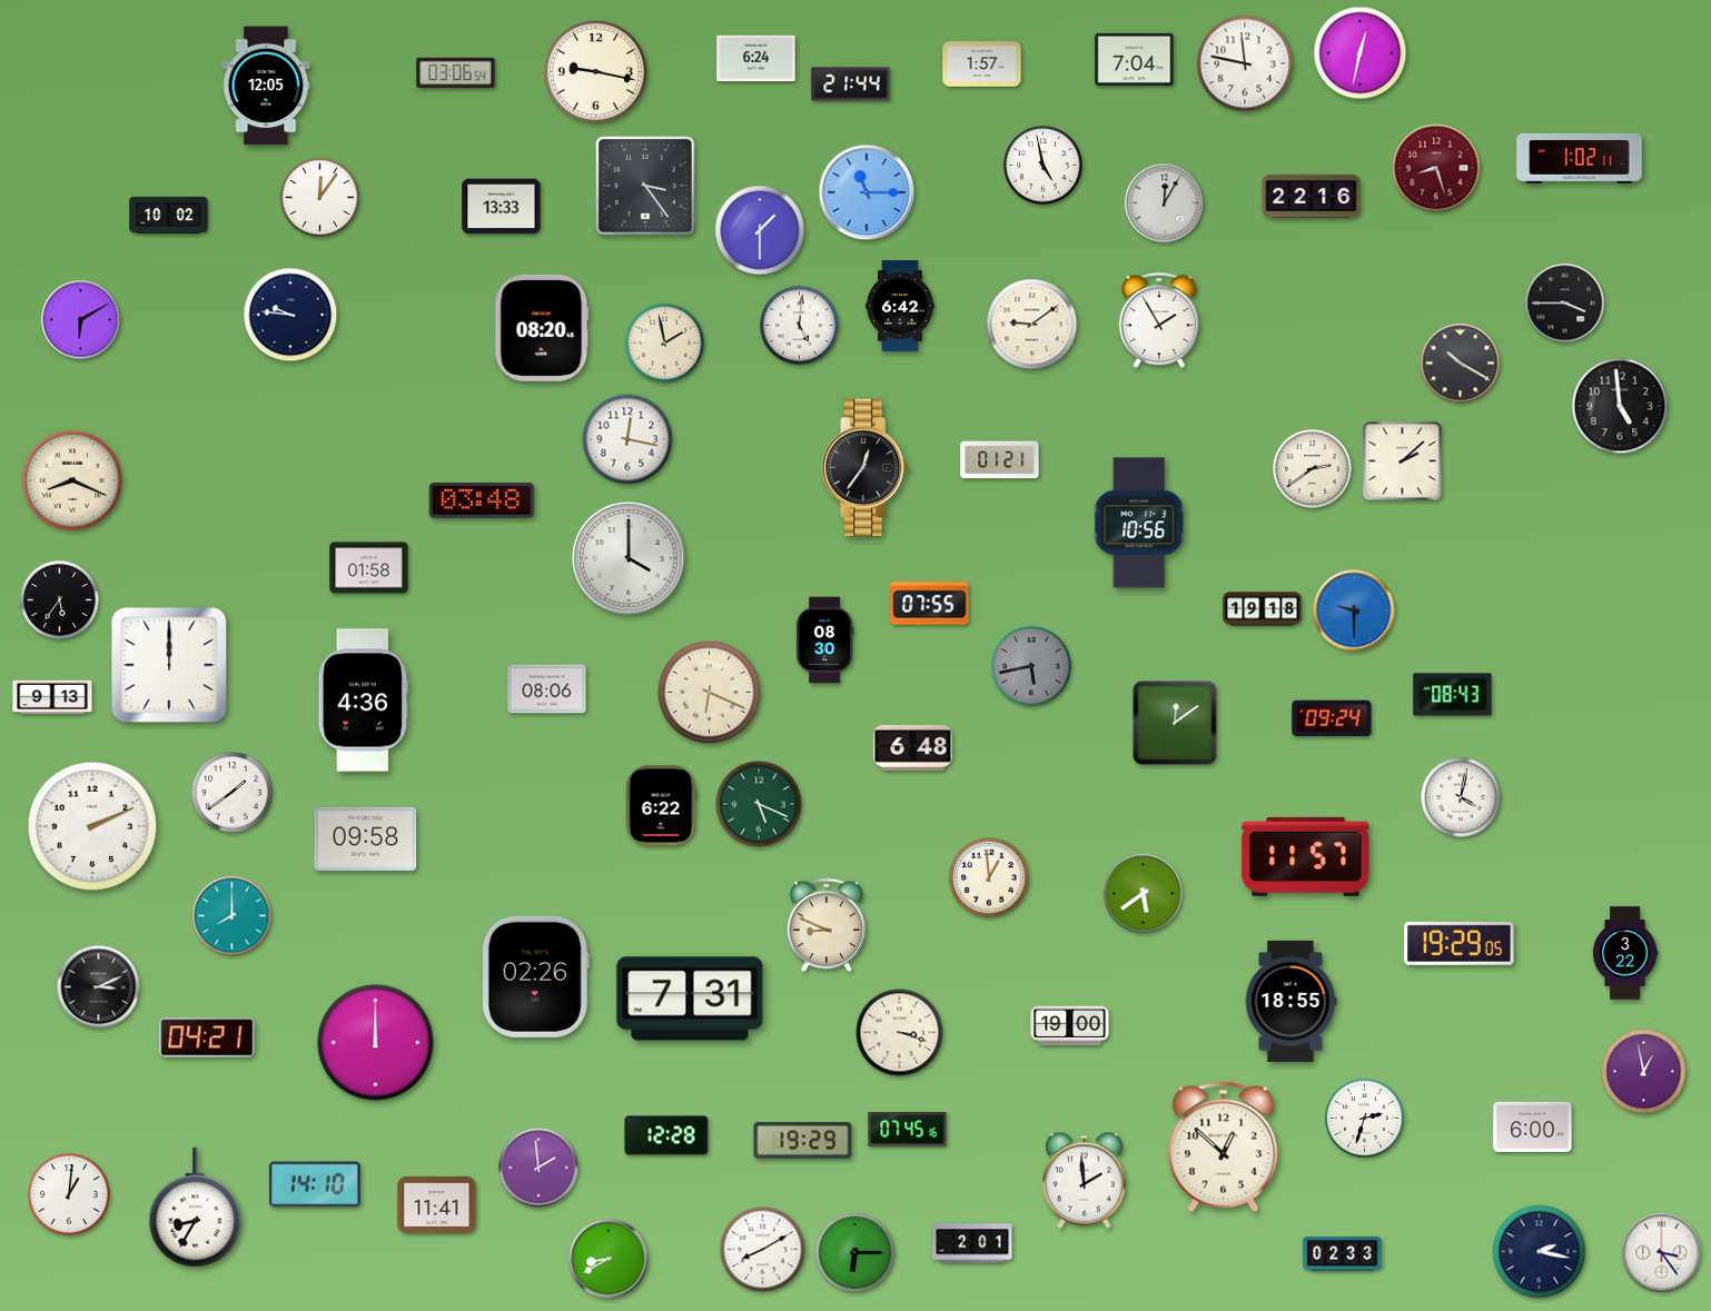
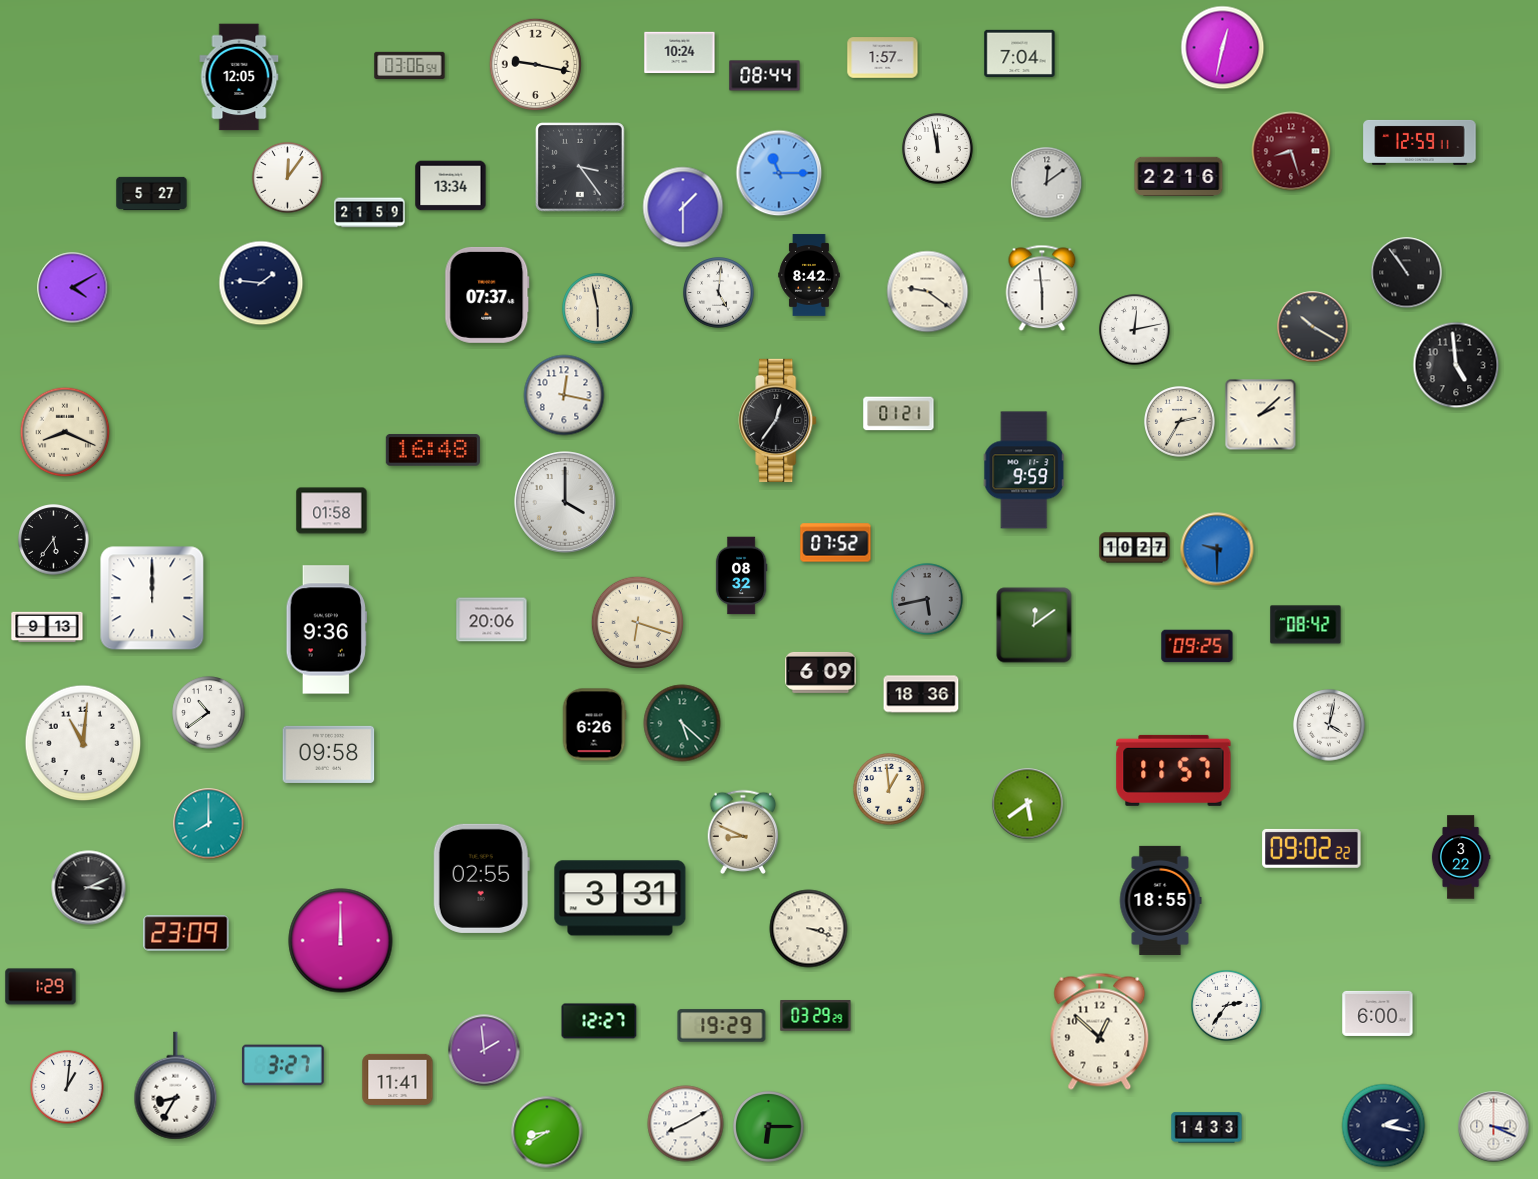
clock at (756, 59): 6:24 -> 10:24
clock at (1245, 63): 11:47 -> none
clock at (851, 85): 21:44 -> 08:44
clock at (1580, 158): 1:02 -> 12:59
clock at (1044, 166): 4:58 -> 11:58
clock at (1165, 203): 12:05 -> 12:09
clock at (502, 207): 13:33 -> 13:34
clock at (169, 216): 10:02 -> 5:27
clock at (370, 213): none -> 21:59
clock at (1565, 304): 3:45 -> 10:54
clock at (900, 306): 6:42 -> 8:42
clock at (290, 315): 9:46 -> 1:46
clock at (81, 320): 6:10 -> 4:10
clock at (1159, 320): 1:55 -> 5:59
clock at (1032, 325): 9:09 -> 9:21
clock at (542, 328): 08:20 -> 07:37
clock at (665, 344): 1:58 -> 5:58
clock at (1135, 330): none -> 12:13
clock at (1313, 469): 2:39 -> 2:35
clock at (482, 501): 03:48 -> 16:48
clock at (1139, 523): 10:56 -> 9:59
clock at (930, 604): 07:55 -> 07:52
clock at (1263, 609): 19:18 -> 10:27
clock at (824, 640): 08:30 -> 08:32
clock at (547, 689): 08:06 -> 20:06
clock at (709, 692): 6:19 -> 6:18
clock at (1453, 695): 08:43 -> 08:42
clock at (363, 701): 4:36 -> 9:36
clock at (1332, 718): 09:24 -> 09:25
clock at (1175, 723) position: (1175, 723) -> (1034, 625)
clock at (913, 747): 6:48 -> 6:09
clock at (921, 694): none -> 18:36
clock at (233, 793): 1:39 -> 10:39
clock at (1461, 797) position: (1461, 797) -> (1329, 725)
clock at (759, 804): 5:19 -> 5:22
clock at (661, 806): 6:22 -> 6:26
clock at (92, 826): 2:11 -> 11:01
clock at (1460, 943): 19:29 -> 09:02
clock at (535, 976): 02:26 -> 02:55
clock at (690, 999): 7:31 -> 3:31
clock at (1070, 1026): 19:00 -> none
clock at (207, 1037): 04:21 -> 23:09
clock at (376, 1043) position: (376, 1043) -> (341, 941)
clock at (1644, 1072): 12:58 -> none
clock at (41, 987): none -> 1:29
clock at (1365, 1119): 2:33 -> 2:36
clock at (908, 1130): 07:45 -> 03:29
clock at (666, 1135): 12:28 -> 12:27
clock at (1084, 1181): 1:59 -> none
clock at (315, 1184): 14:10 -> 3:27
clock at (69, 1194) position: (69, 1194) -> (67, 1087)
clock at (437, 1204) position: (437, 1204) -> (398, 1079)
clock at (972, 1243): 2:01 -> none
clock at (1662, 1253): 3:24 -> 3:19
clock at (1343, 1254): 02:33 -> 14:33
